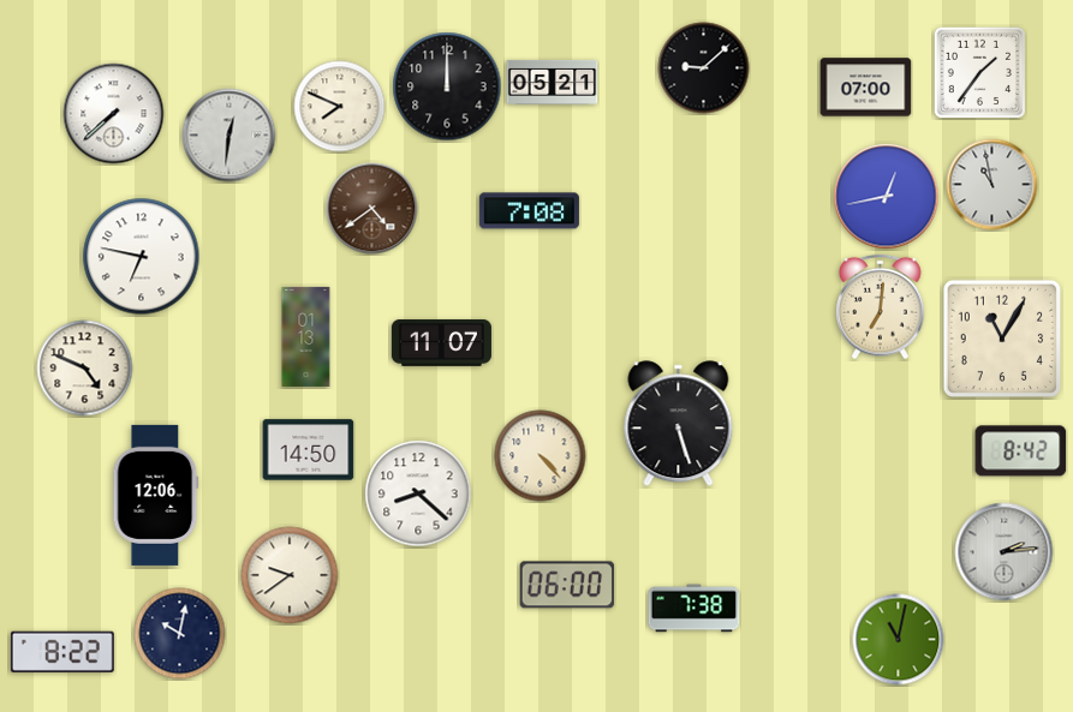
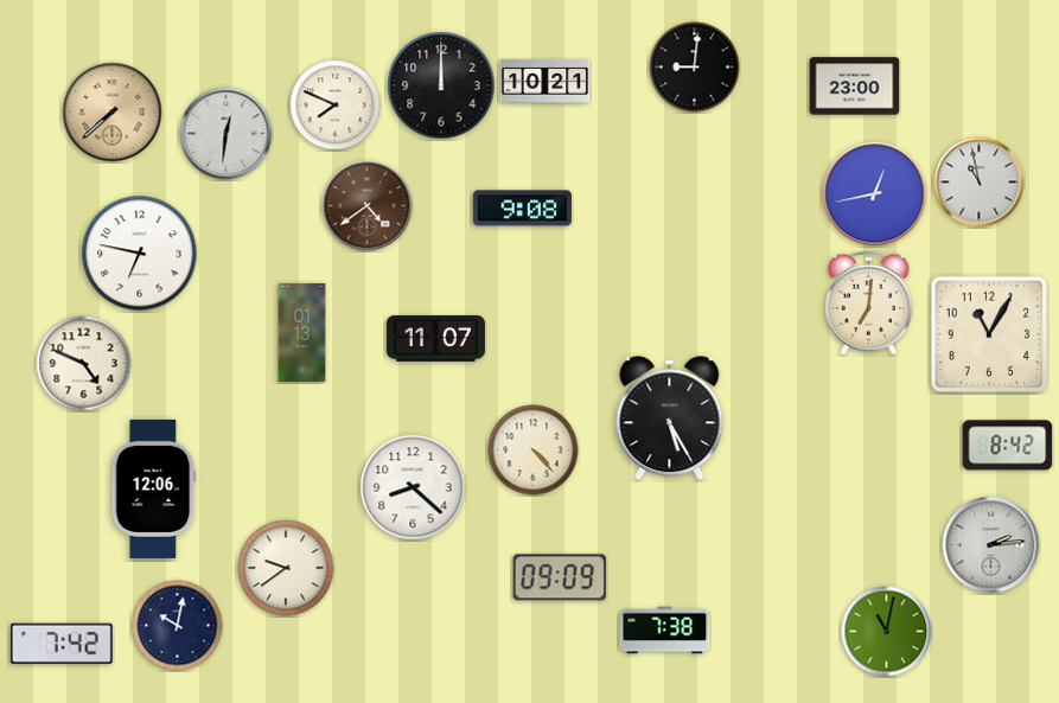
clock at (704, 68): 9:08 -> 9:01
clock at (979, 72): 1:36 -> none
clock at (553, 82): 05:21 -> 10:21
clock at (866, 88): 07:00 -> 23:00
clock at (114, 114) dial: white -> champagne
clock at (529, 211): 7:08 -> 9:08
clock at (679, 424): 5:27 -> 5:25
clock at (309, 450): 14:50 -> none
clock at (567, 585): 06:00 -> 09:09
clock at (695, 609) position: (695, 609) -> (665, 631)
clock at (62, 652): 8:22 -> 7:42
